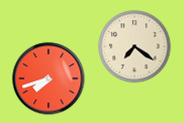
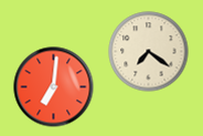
clock at (49, 79): 7:42 -> 7:01
